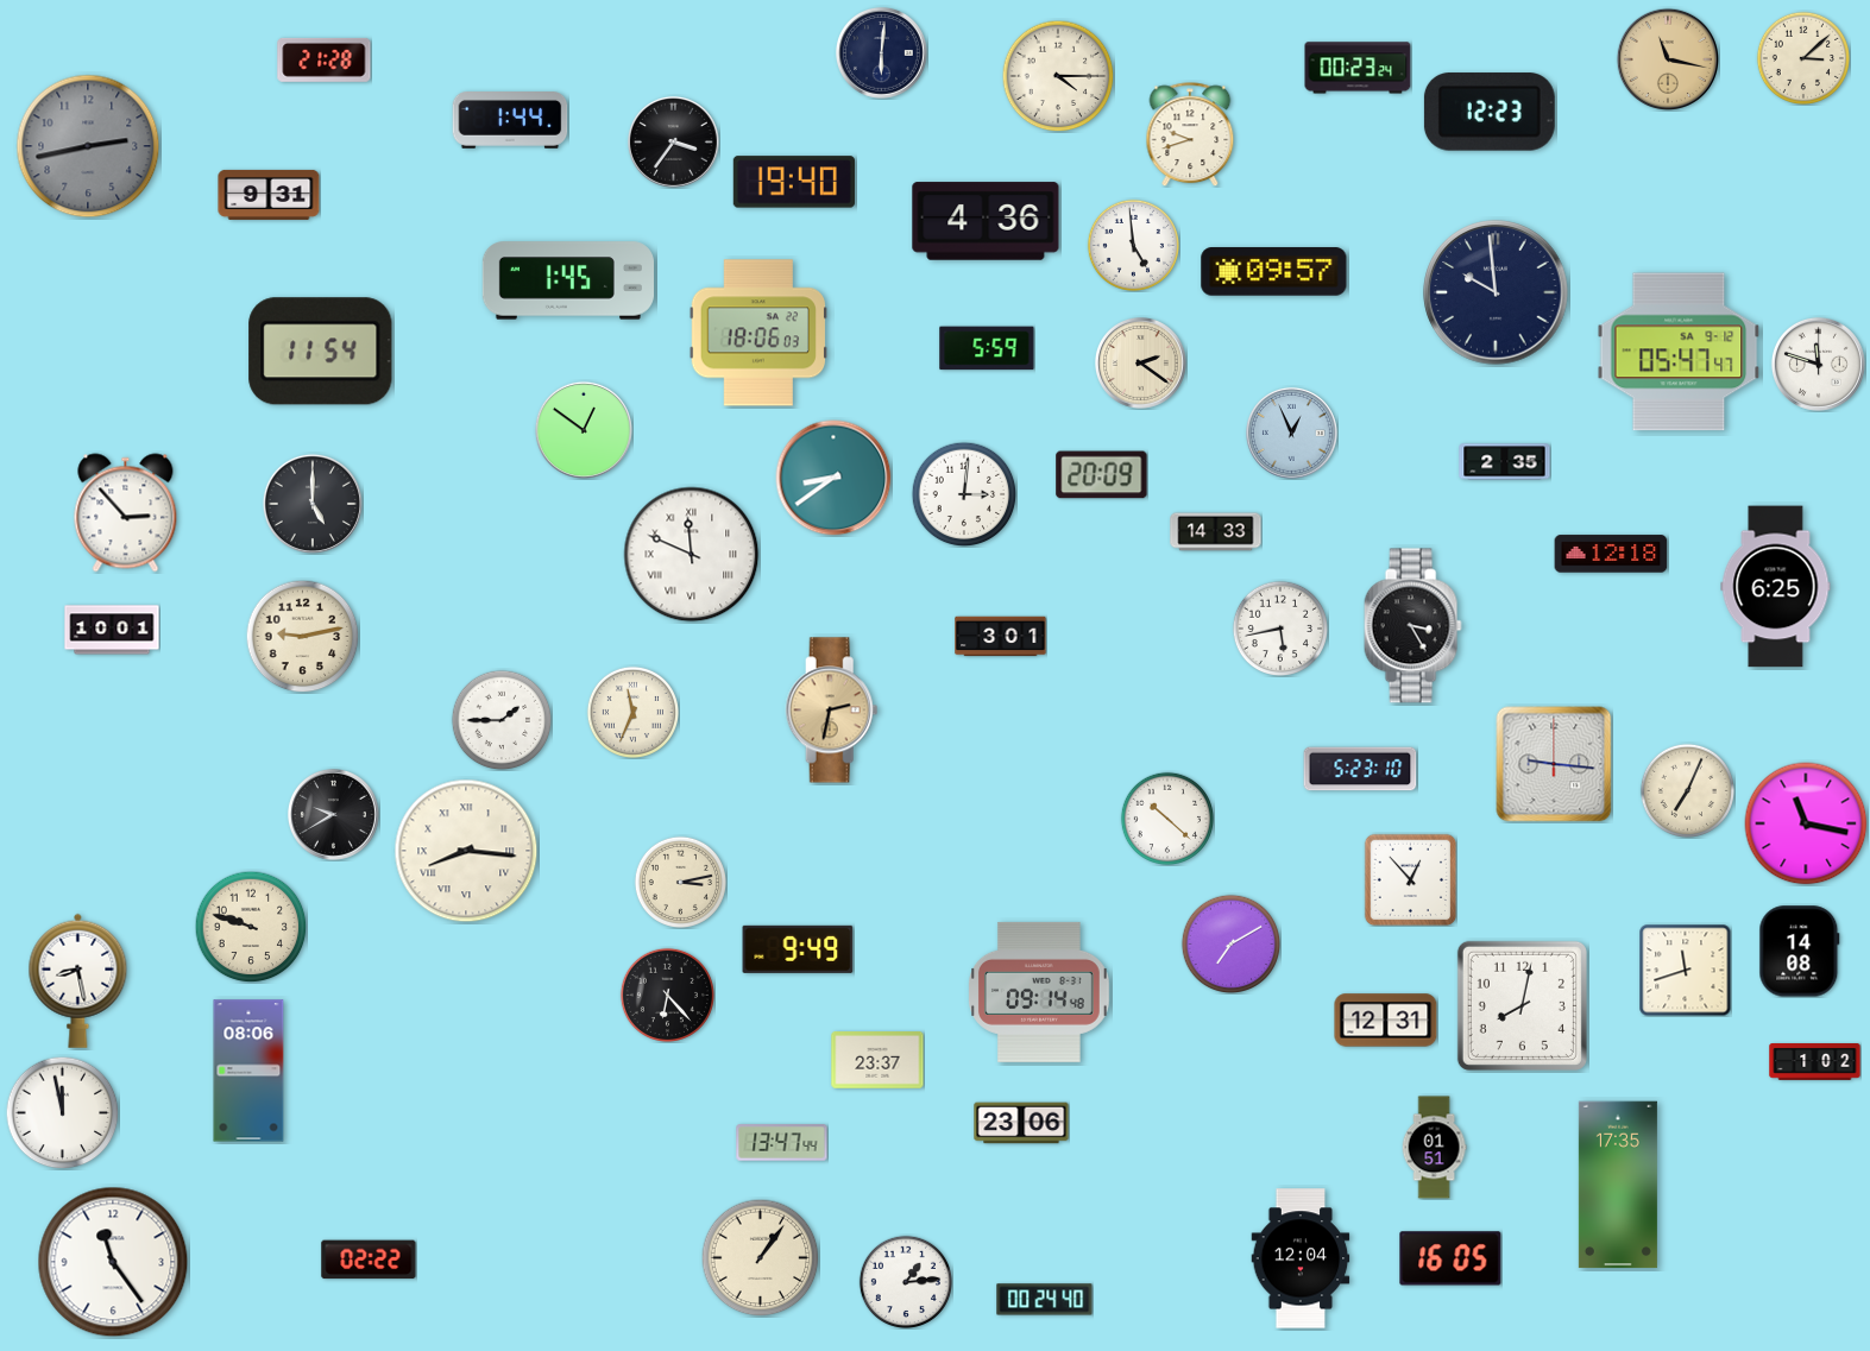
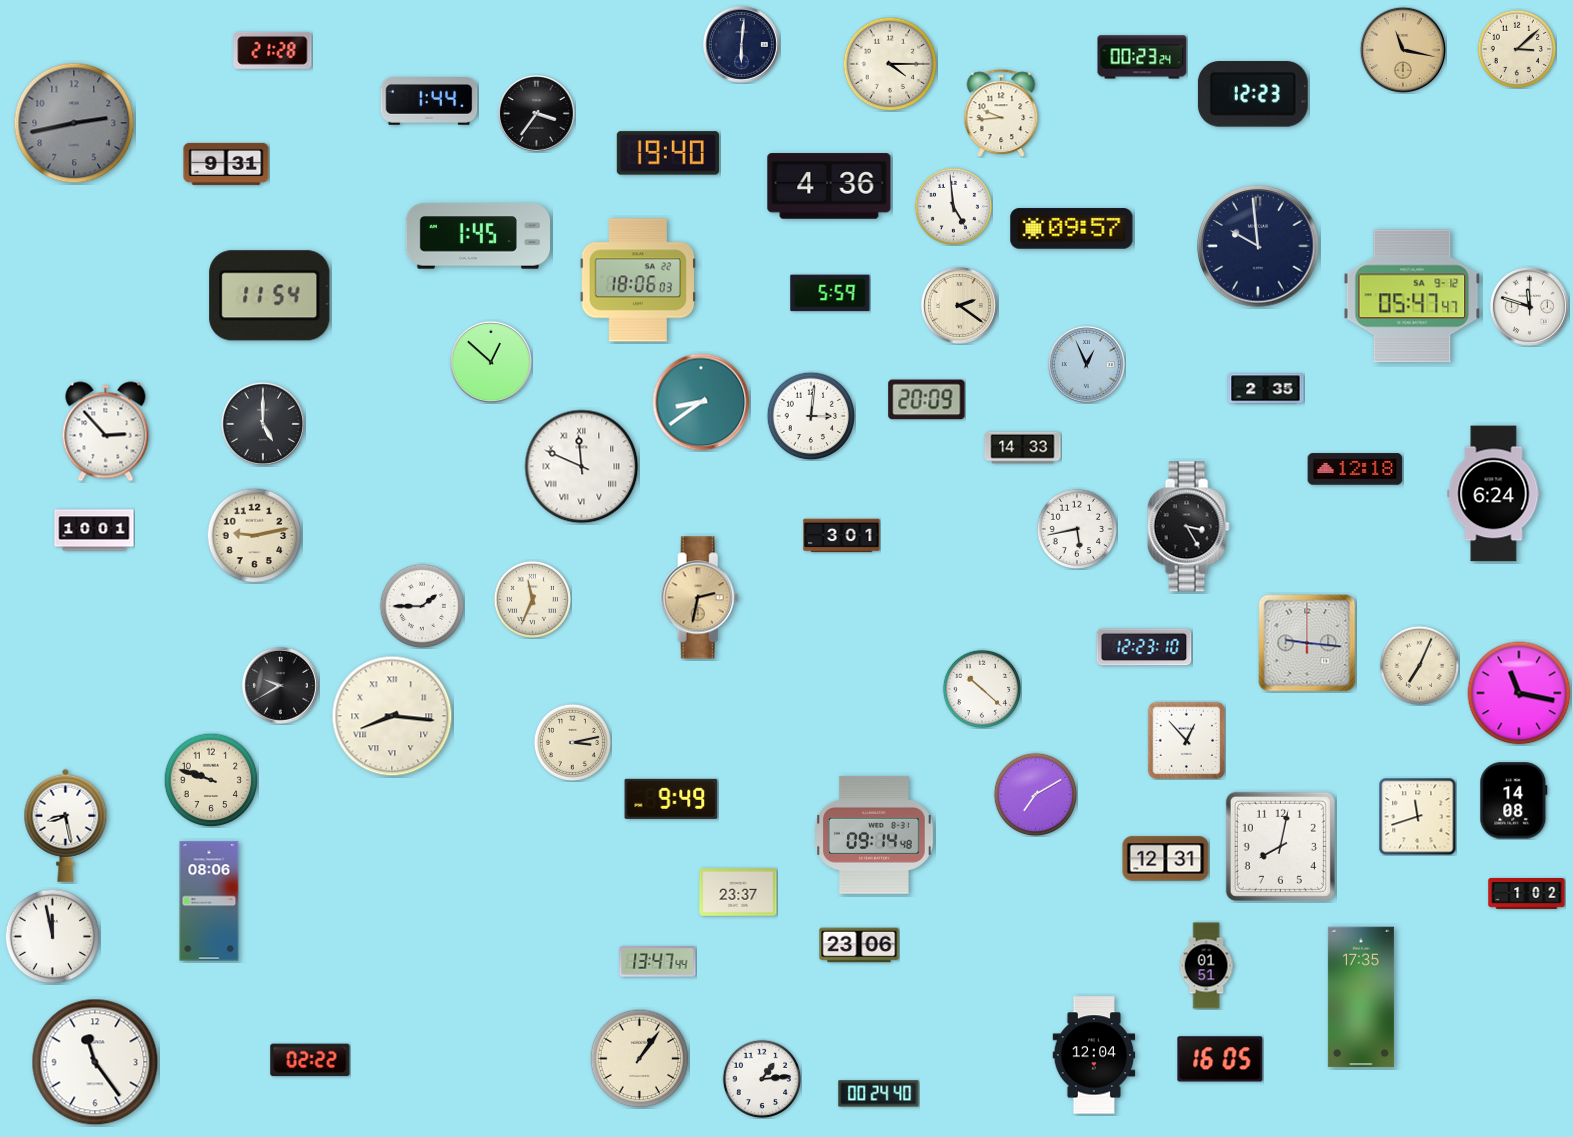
clock at (1190, 134): 9:42 -> 9:44
clock at (674, 143) position: (674, 143) -> (537, 114)
clock at (584, 430): 12:51 -> 12:52
clock at (1611, 554) position: (1611, 554) -> (1355, 469)
clock at (1776, 587): 6:25 -> 6:24
clock at (1360, 769): 5:23 -> 12:23
clock at (667, 995): 6:23 -> none
clock at (1301, 1258) position: (1301, 1258) -> (1094, 1055)
